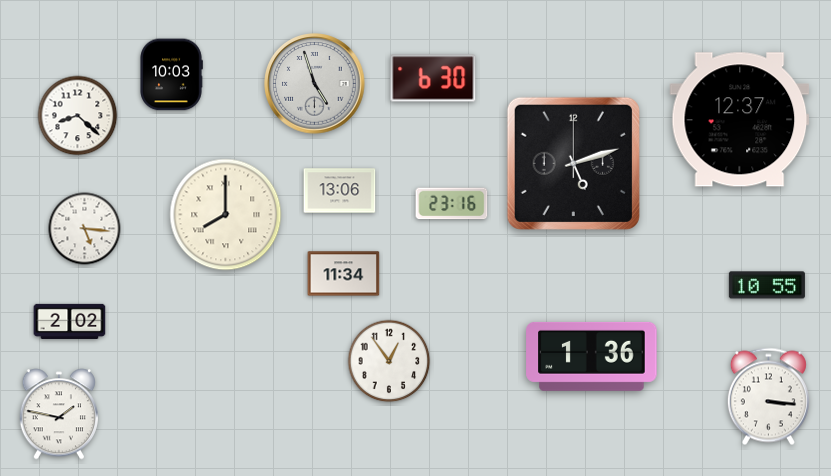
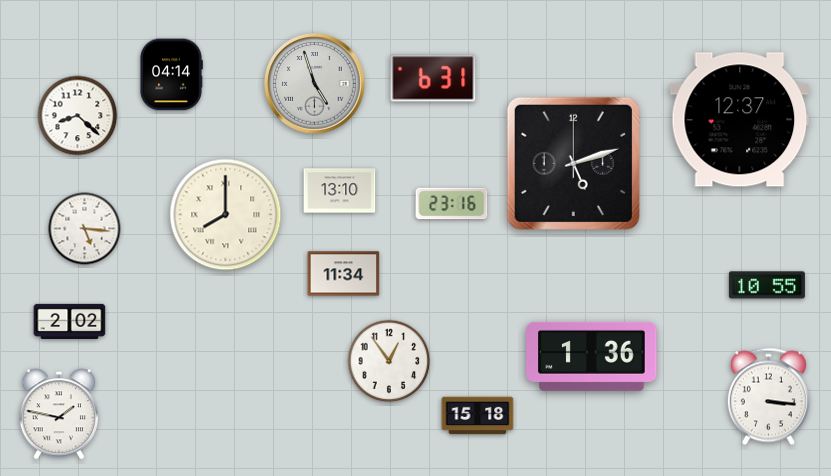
clock at (171, 75): 10:03 -> 04:14
clock at (433, 78): 6:30 -> 6:31
clock at (340, 191): 13:06 -> 13:10
clock at (478, 416): none -> 15:18
